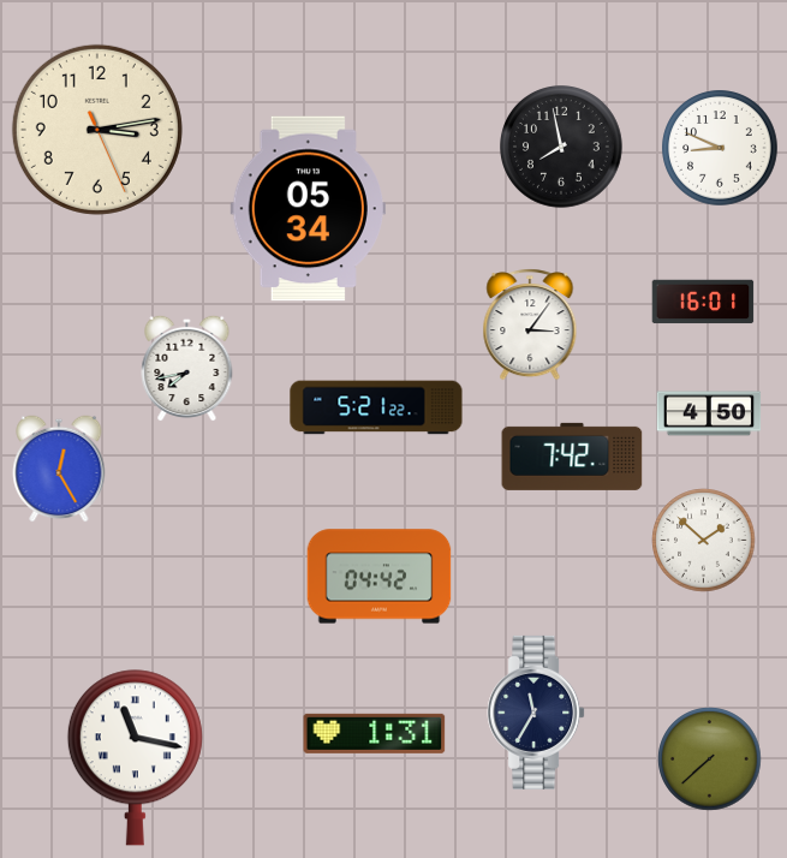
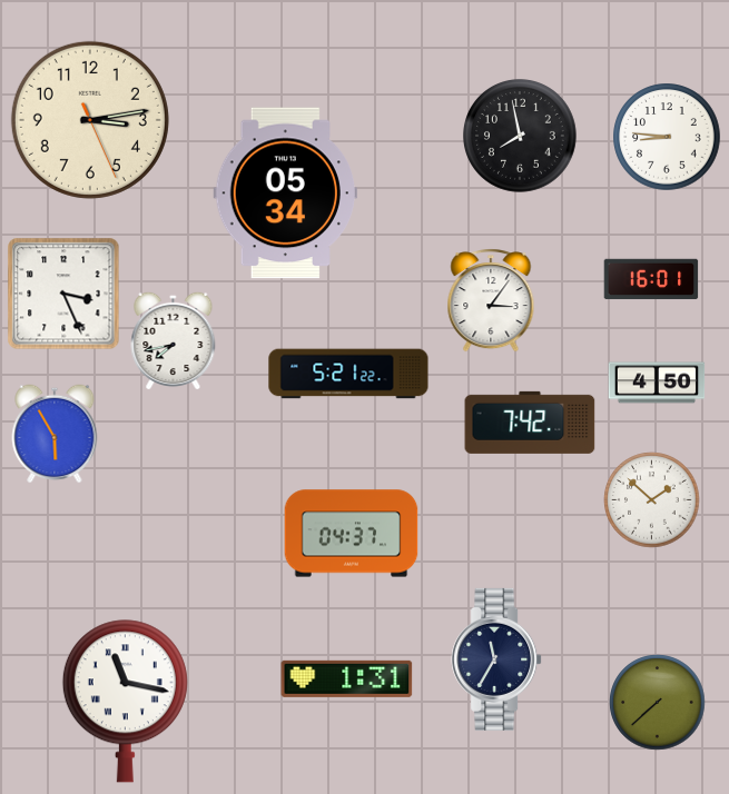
clock at (720, 148): 8:49 -> 8:46
clock at (63, 294): none -> 3:26
clock at (376, 407) position: (376, 407) -> (348, 374)
clock at (59, 469): 12:25 -> 5:55
clock at (380, 577): 04:42 -> 04:37
